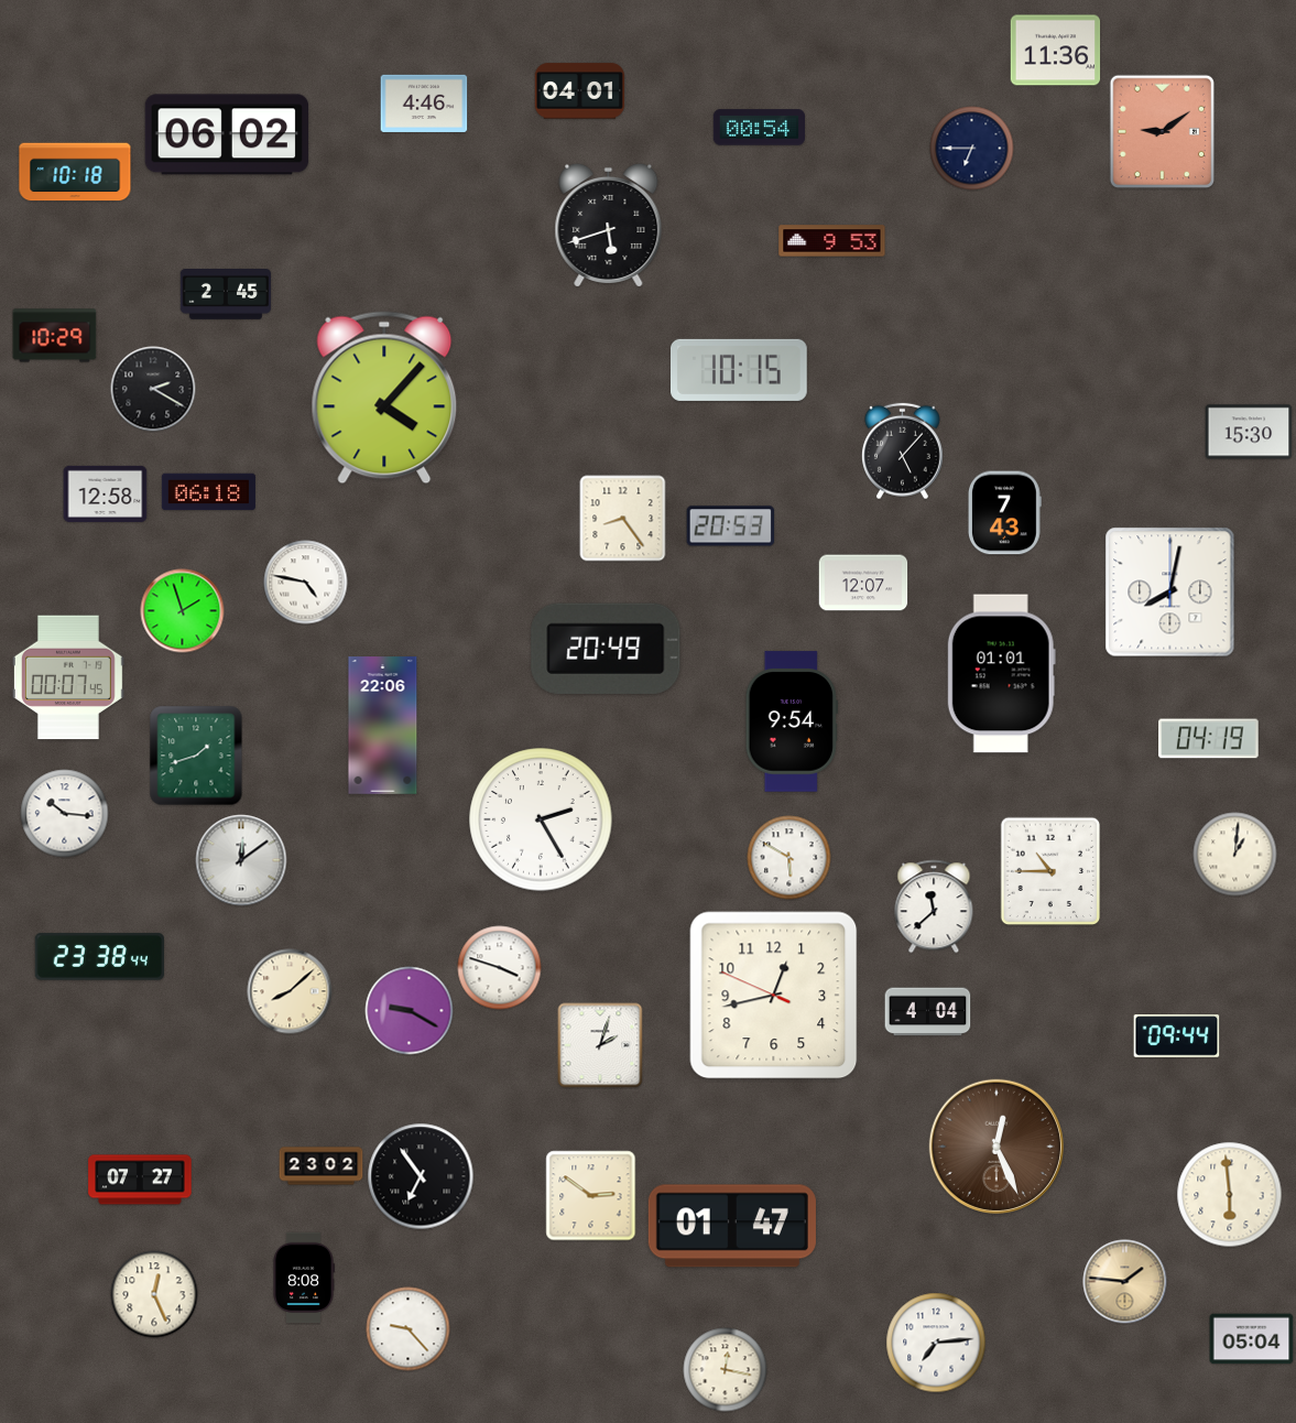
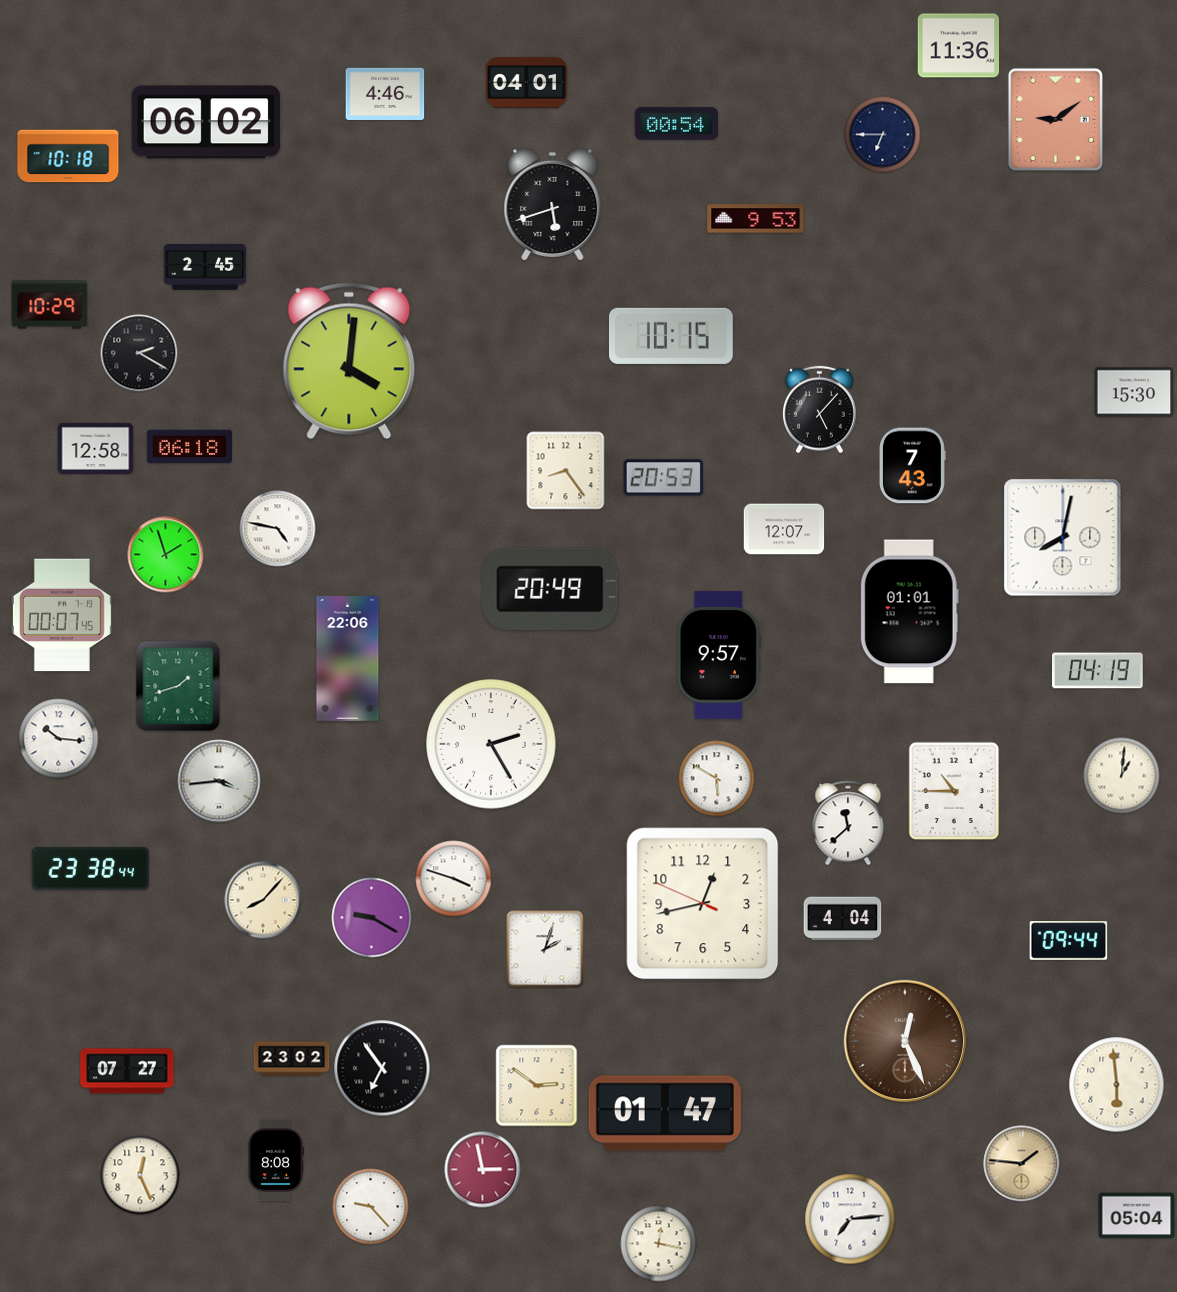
clock at (759, 128) position: (759, 128) -> (676, 124)
clock at (384, 398): 4:07 -> 4:01
clock at (792, 721): 9:54 -> 9:57
clock at (241, 860): 12:09 -> 3:44
clock at (290, 991): 8:08 -> 8:07
clock at (483, 1170): none -> 2:58
